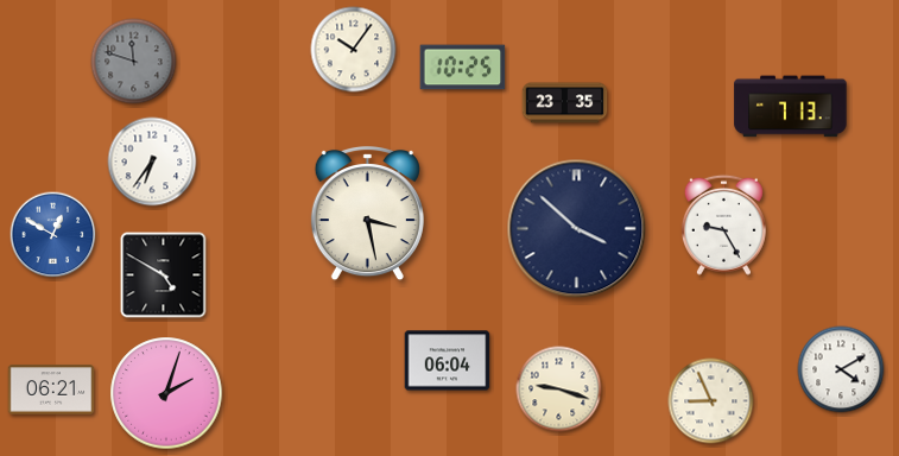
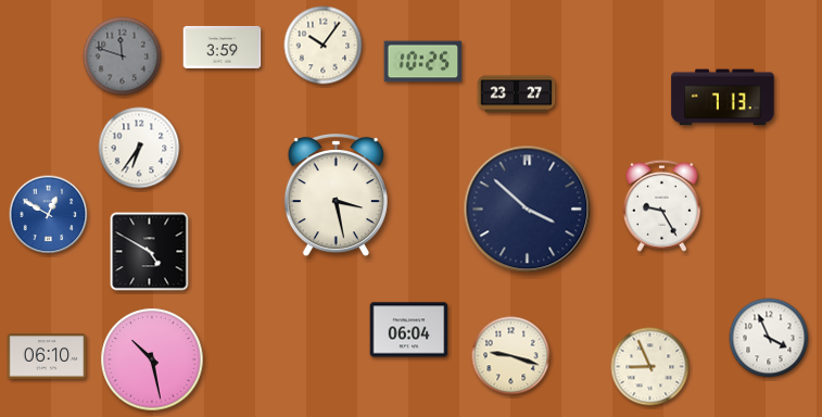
clock at (223, 47): none -> 3:59
clock at (565, 103): 23:35 -> 23:27
clock at (841, 369): 4:10 -> 3:56
clock at (51, 389): 06:21 -> 06:10
clock at (166, 393): 2:03 -> 10:28
